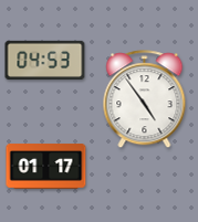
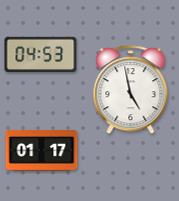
clock at (145, 99): 4:54 -> 4:58
